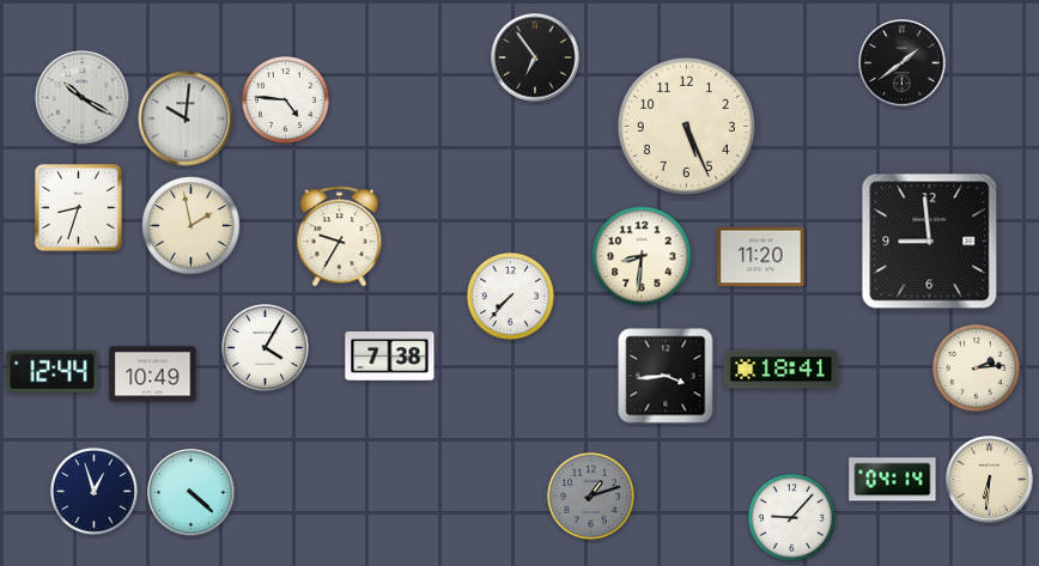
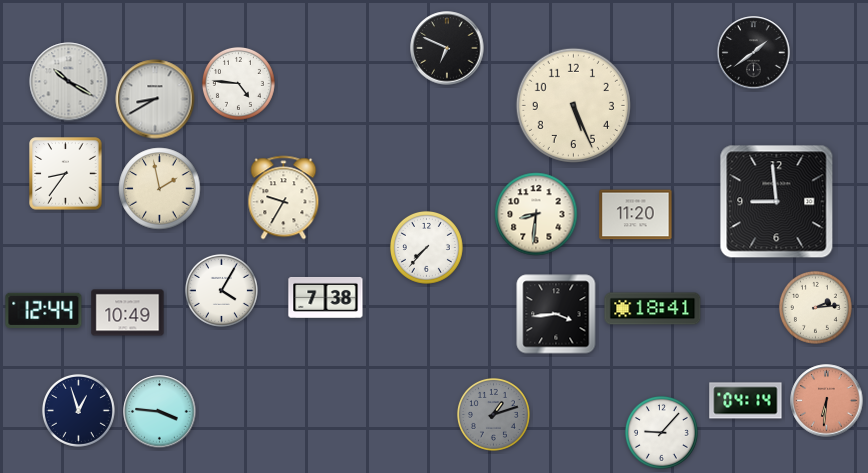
clock at (535, 57): 6:54 -> 6:49
clock at (186, 118): 10:01 -> 8:40
clock at (79, 208): 8:33 -> 8:36
clock at (990, 480) dial: cream -> salmon
clock at (192, 493): 4:22 -> 3:46
